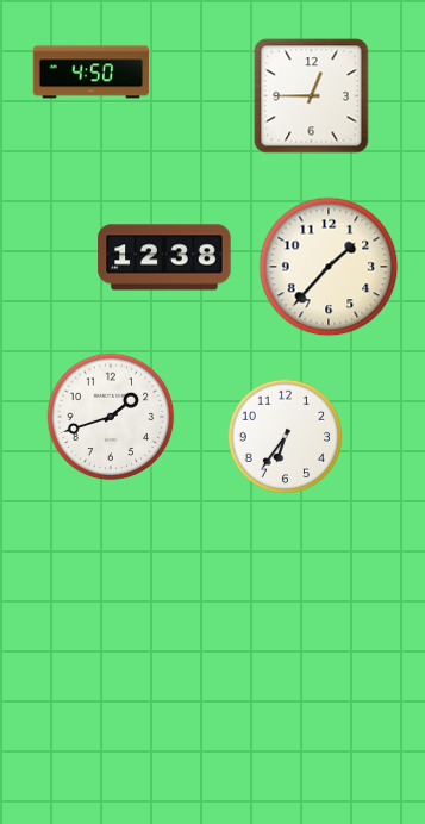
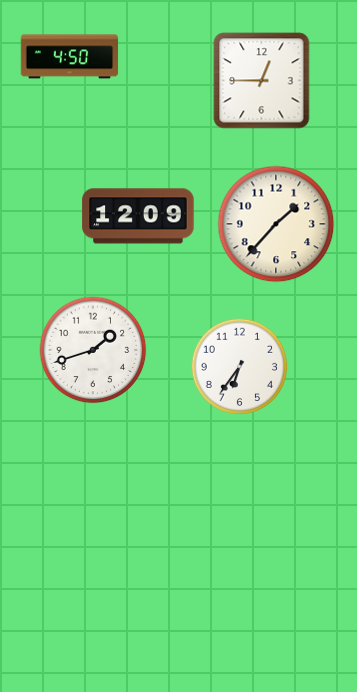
clock at (92, 73) position: (92, 73) -> (70, 57)
clock at (164, 257): 12:38 -> 12:09
